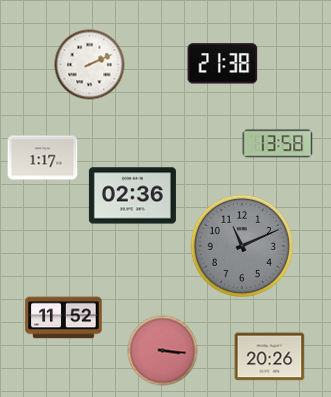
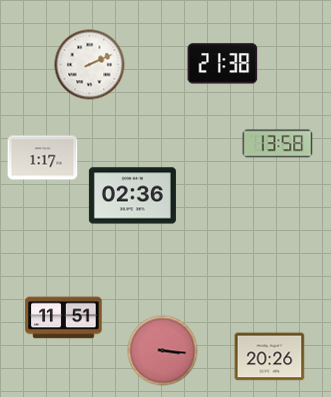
clock at (242, 246): 11:11 -> none
clock at (64, 318): 11:52 -> 11:51
